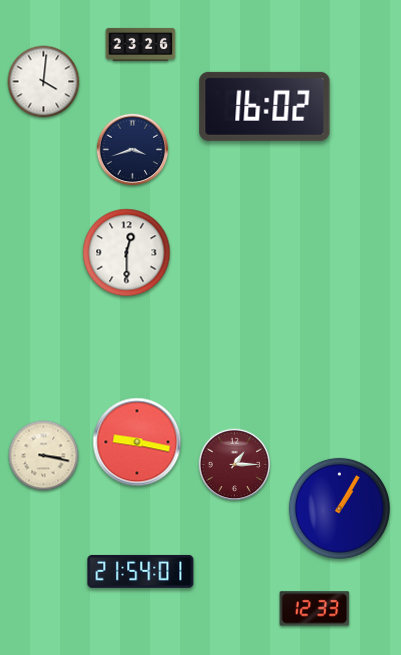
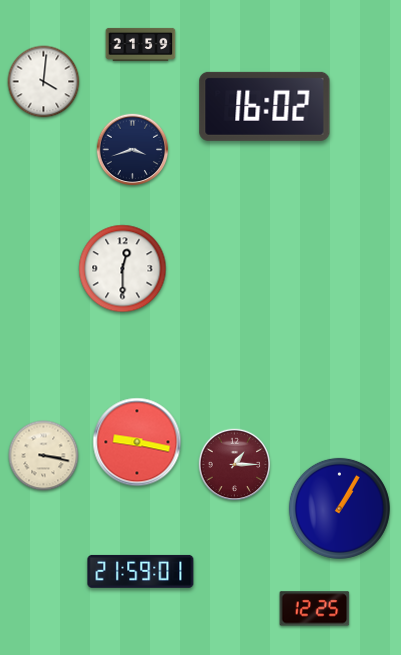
clock at (141, 44): 23:26 -> 21:59
clock at (127, 253) position: (127, 253) -> (123, 269)
clock at (141, 571): 21:54 -> 21:59
clock at (315, 609): 12:33 -> 12:25
